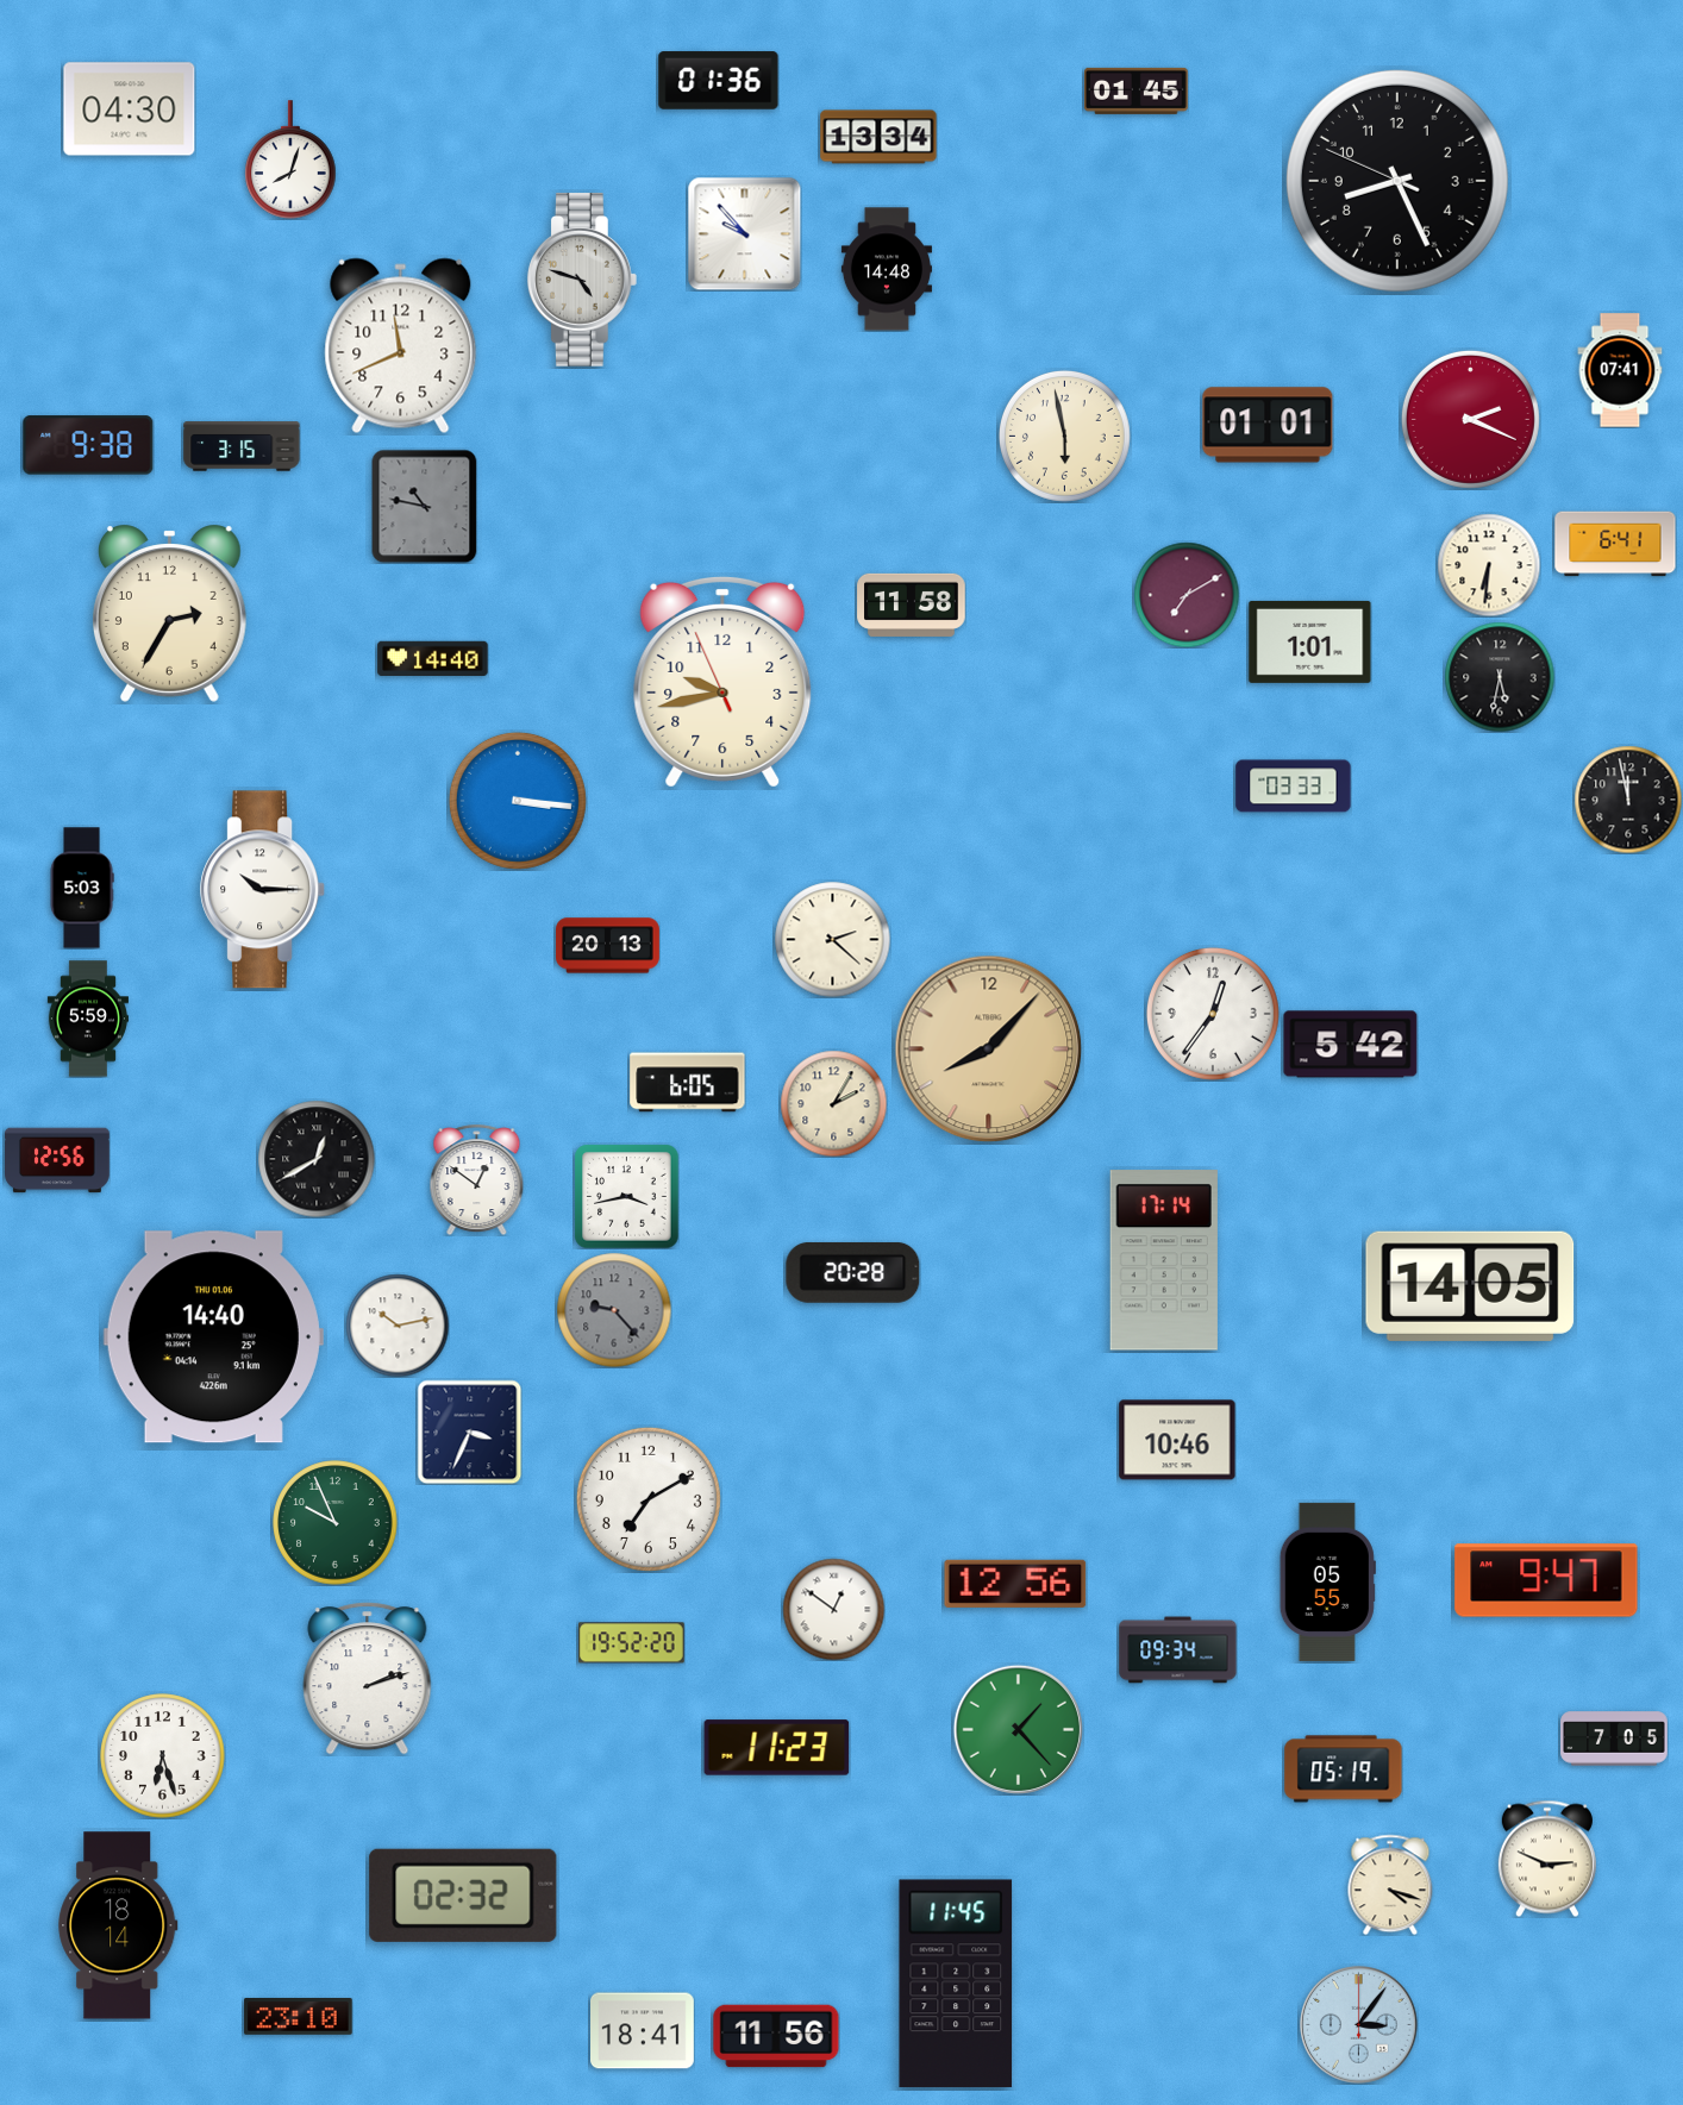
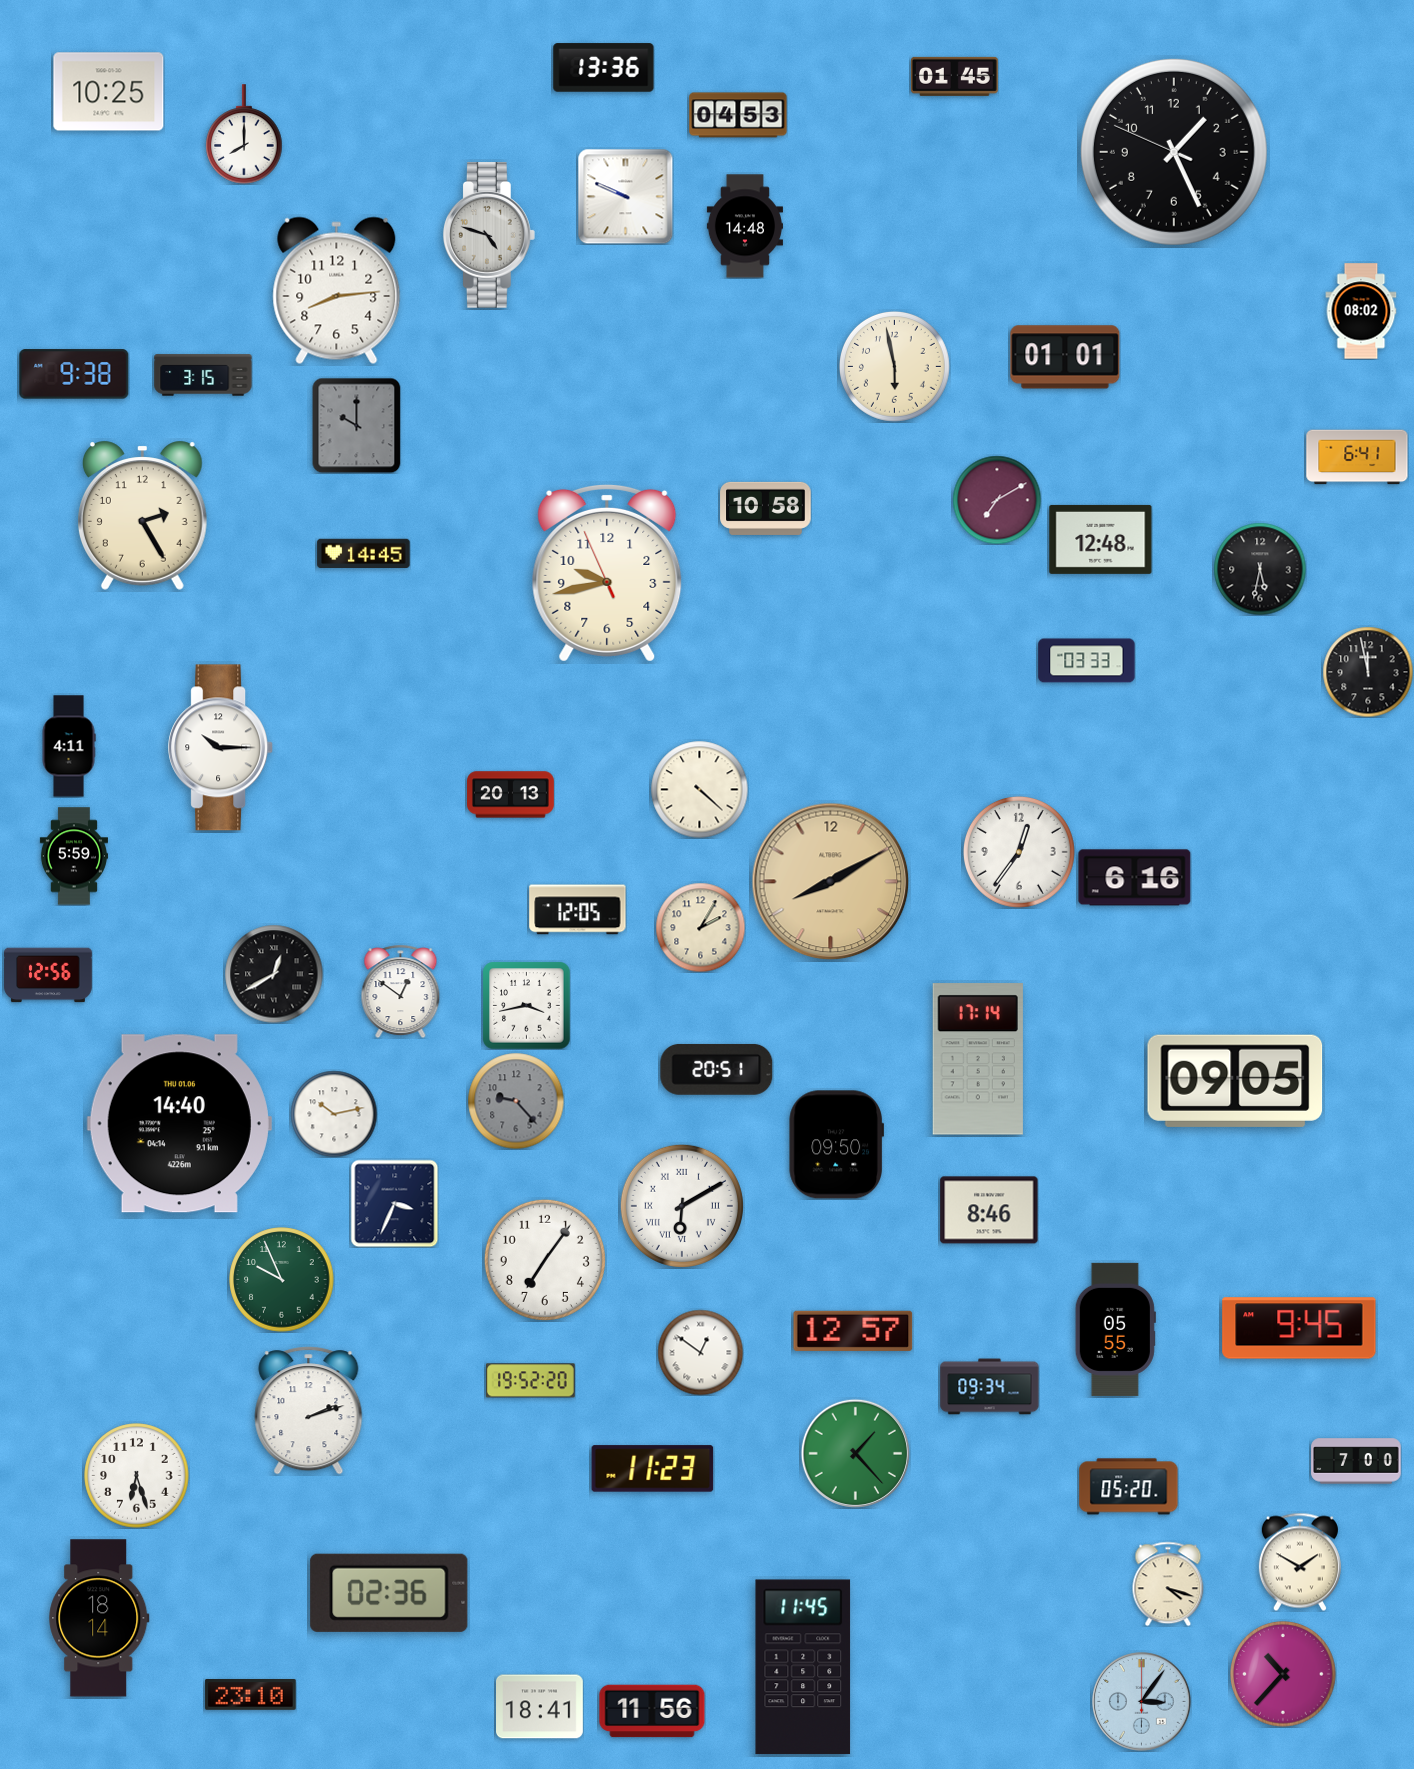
clock at (719, 81): 01:36 -> 13:36
clock at (130, 109): 04:30 -> 10:25
clock at (878, 137): 13:34 -> 04:53
clock at (290, 159): 8:03 -> 8:00
clock at (1397, 181): 8:25 -> 1:25
clock at (744, 233): 9:53 -> 9:49
clock at (401, 346): 11:41 -> 8:14
clock at (1620, 370): 07:41 -> 08:02
clock at (1470, 419): 2:19 -> none
clock at (425, 506): 10:47 -> 10:00
clock at (1489, 565): 6:31 -> none
clock at (912, 604): 11:58 -> 10:58
clock at (169, 613): 2:35 -> 2:25
clock at (1310, 641): 1:01 -> 12:48
clock at (433, 658): 14:40 -> 14:45
clock at (518, 801): 3:16 -> none
clock at (82, 888): 5:03 -> 4:11
clock at (832, 939): 2:22 -> 4:22
clock at (1351, 1045): 5:42 -> 6:16
clock at (989, 1050): 8:07 -> 8:10
clock at (688, 1083): 6:05 -> 12:05
clock at (317, 1159) position: (317, 1159) -> (274, 974)
clock at (853, 1272): 20:28 -> 20:51
clock at (1470, 1286): 14:05 -> 09:05
clock at (836, 1145): none -> 09:50
clock at (682, 1206): none -> 6:10
clock at (1177, 1440): 10:46 -> 8:46
clock at (649, 1499): 7:10 -> 7:06
clock at (1546, 1580): 9:47 -> 9:45
clock at (1015, 1584): 12:56 -> 12:57
clock at (1614, 1738): 7:05 -> 7:00
clock at (1344, 1769): 05:19 -> 05:20
clock at (1547, 1859): 2:49 -> 1:50
clock at (463, 1896): 02:32 -> 02:36
clock at (1283, 1674): none -> 10:37
